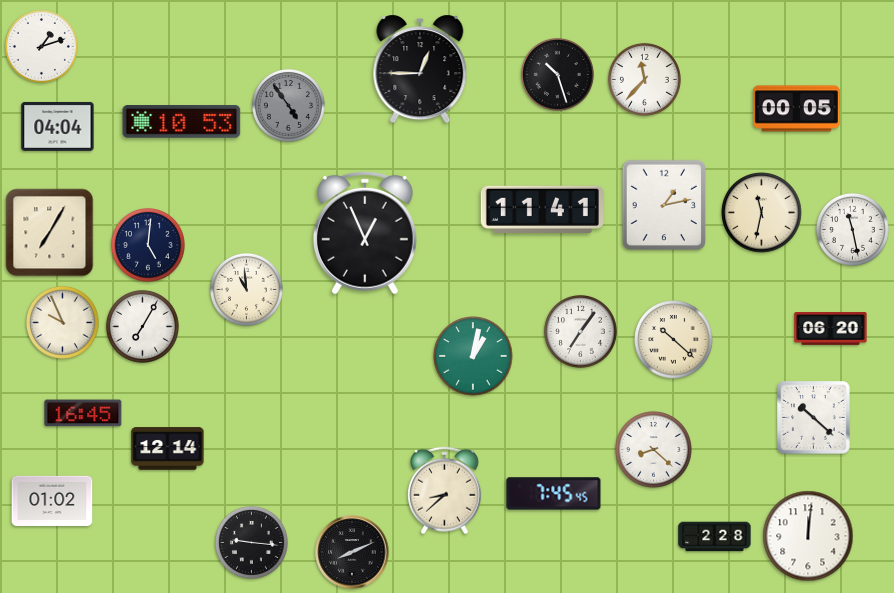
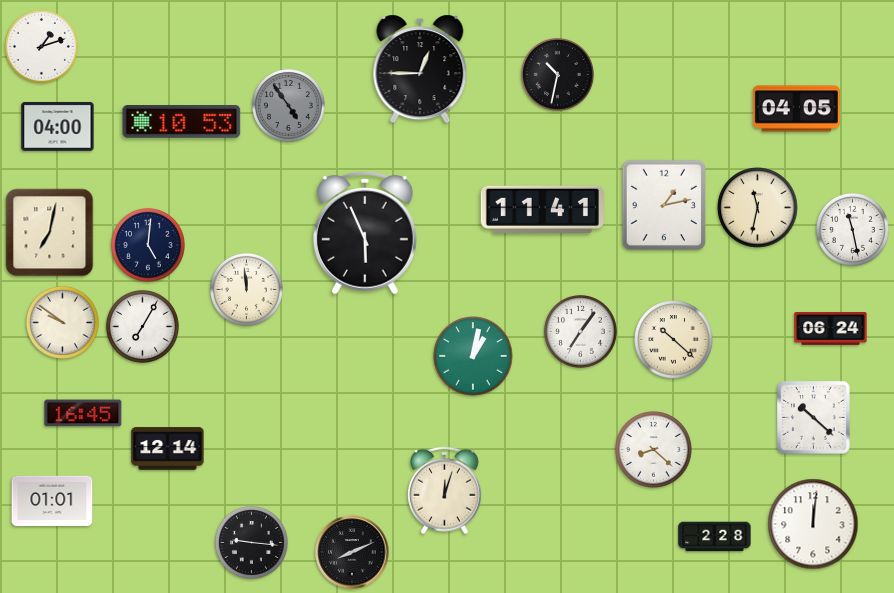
clock at (557, 74): 10:27 -> 10:32
clock at (644, 79): 11:37 -> none
clock at (796, 109): 00:05 -> 04:05
clock at (58, 126): 04:04 -> 04:00
clock at (762, 213) position: (762, 213) -> (758, 208)
clock at (50, 233): 7:05 -> 7:02
clock at (365, 233): 12:56 -> 5:56
clock at (246, 289): 10:59 -> 11:59
clock at (62, 322): 9:56 -> 9:51
clock at (831, 329): 06:20 -> 06:24
clock at (445, 491): 8:38 -> 12:03
clock at (554, 494): 7:45 -> none
clock at (52, 500): 01:02 -> 01:01
clock at (808, 536) position: (808, 536) -> (813, 524)
